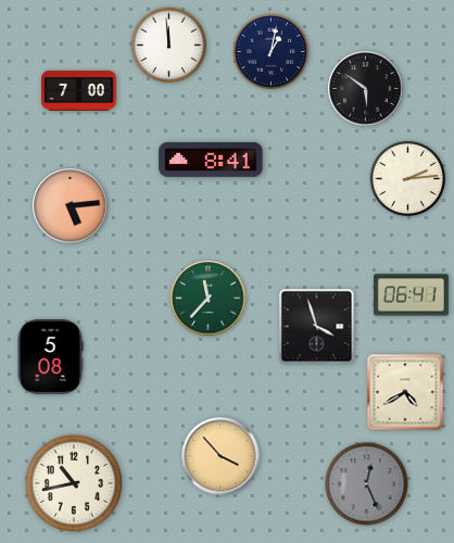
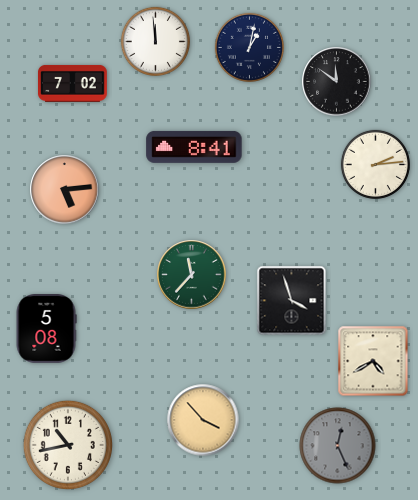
clock at (366, 89): 5:51 -> 11:51
clock at (79, 90): 7:00 -> 7:02
clock at (412, 295): 06:41 -> none
